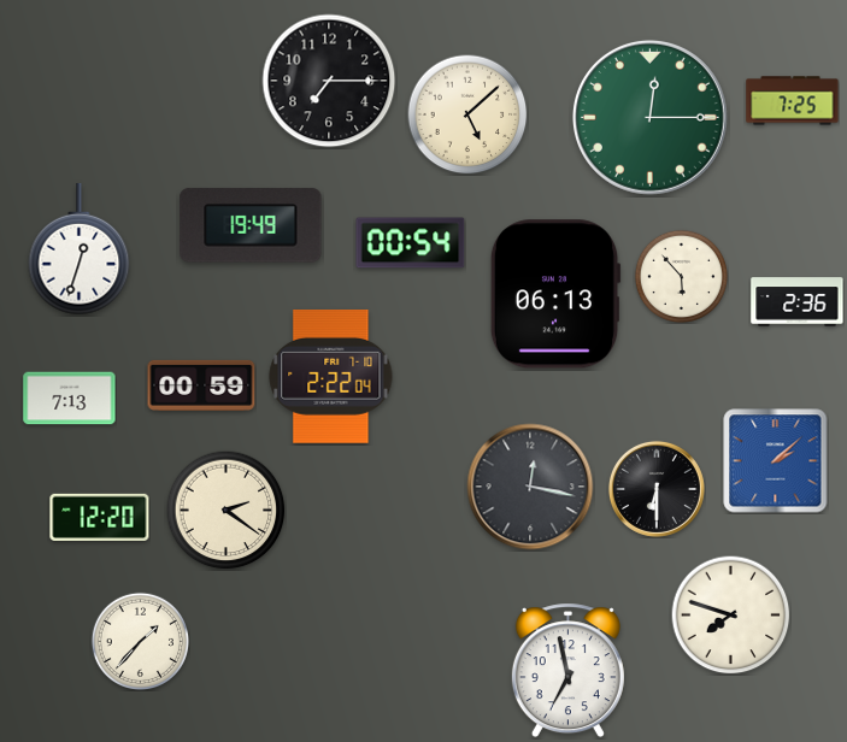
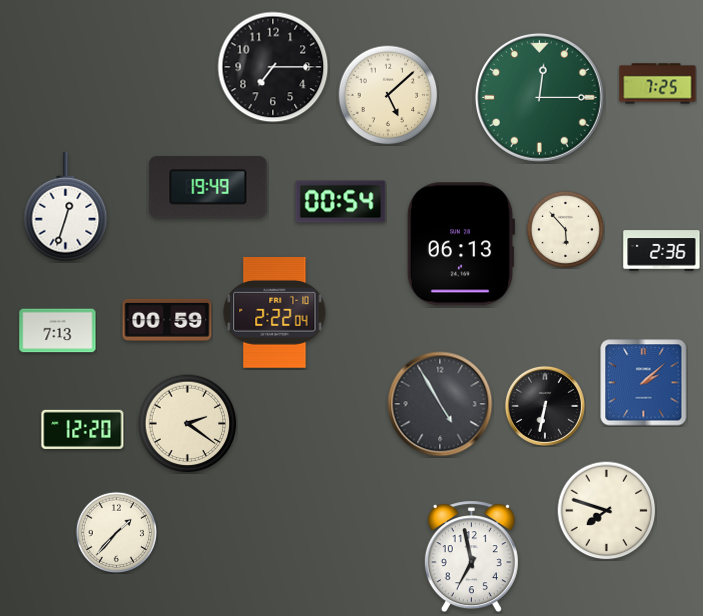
clock at (530, 487): 12:17 -> 4:55
clock at (657, 489): 6:30 -> 6:32
